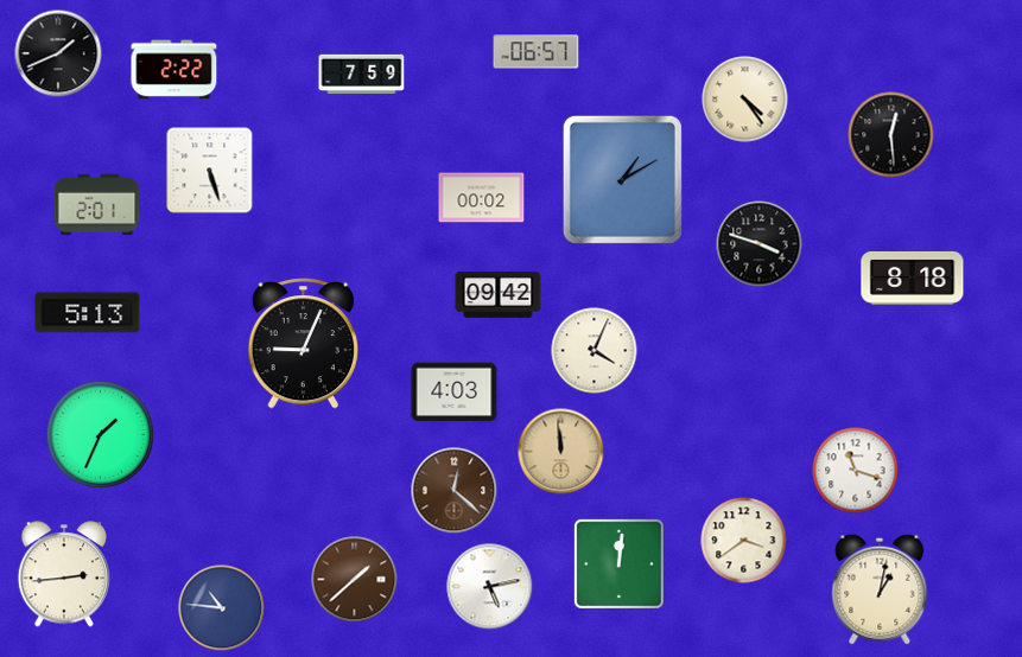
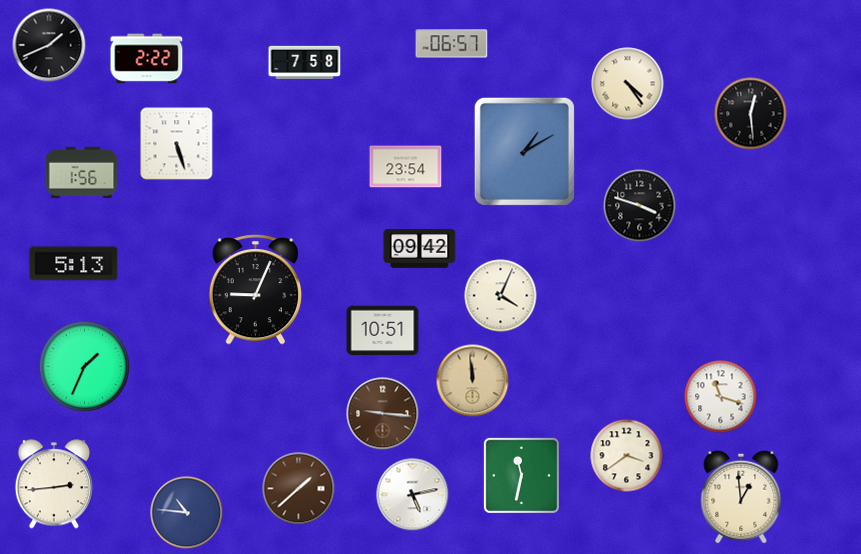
clock at (362, 74): 7:59 -> 7:58
clock at (482, 198): 00:02 -> 23:54
clock at (97, 205): 2:01 -> 1:56
clock at (913, 278): 8:18 -> none
clock at (455, 393): 4:03 -> 10:51
clock at (455, 491): 12:22 -> 9:16
clock at (618, 563): 12:01 -> 11:32
clock at (880, 589): 1:02 -> 12:59
